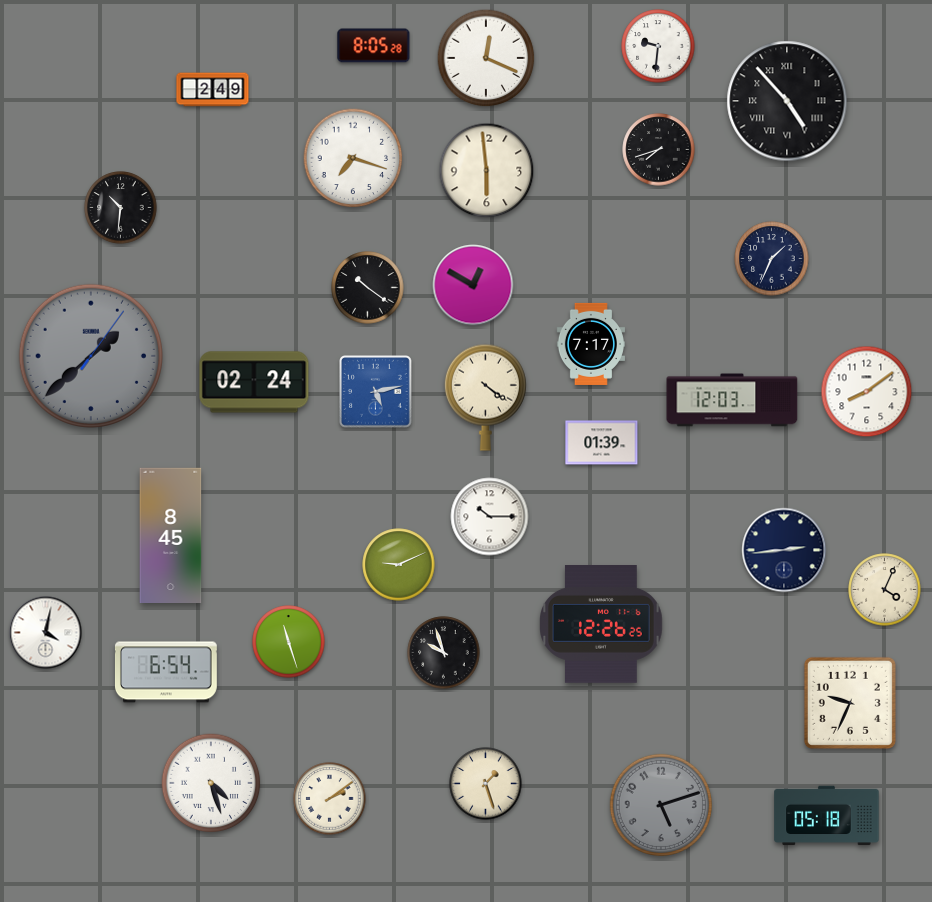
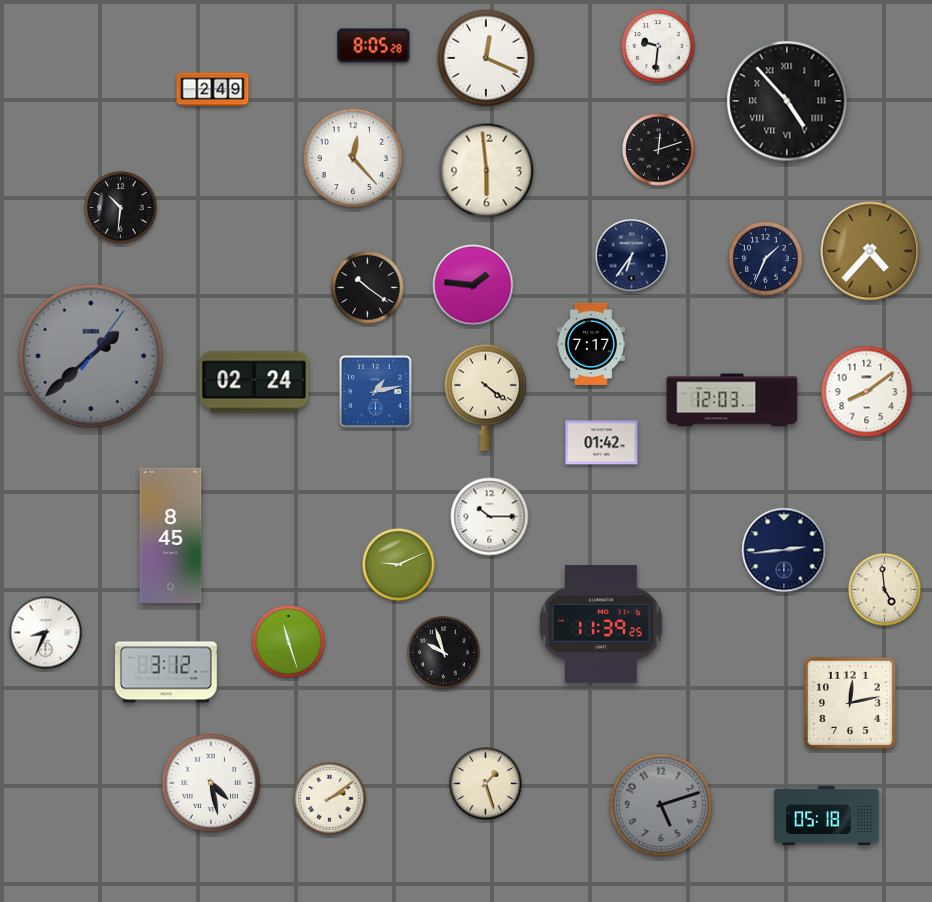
clock at (659, 150): 7:42 -> 12:12
clock at (353, 158): 7:18 -> 12:23
clock at (870, 251): none -> 4:37
clock at (632, 256): none -> 6:36
clock at (772, 259) position: (772, 259) -> (766, 259)
clock at (473, 285): 12:50 -> 1:46
clock at (376, 392): 5:13 -> 1:13
clock at (602, 443): 01:39 -> 01:42
clock at (885, 590): 4:04 -> 4:59
clock at (602, 625): 12:26 -> 11:39
clock at (46, 633): 4:02 -> 8:34
clock at (166, 672): 6:54 -> 3:12
clock at (850, 703): 9:34 -> 12:13
clock at (211, 783): 4:27 -> 4:28
